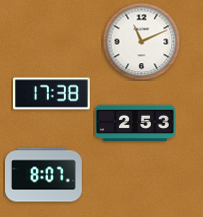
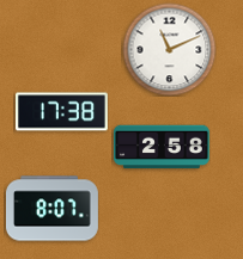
clock at (135, 123): 2:53 -> 2:58
